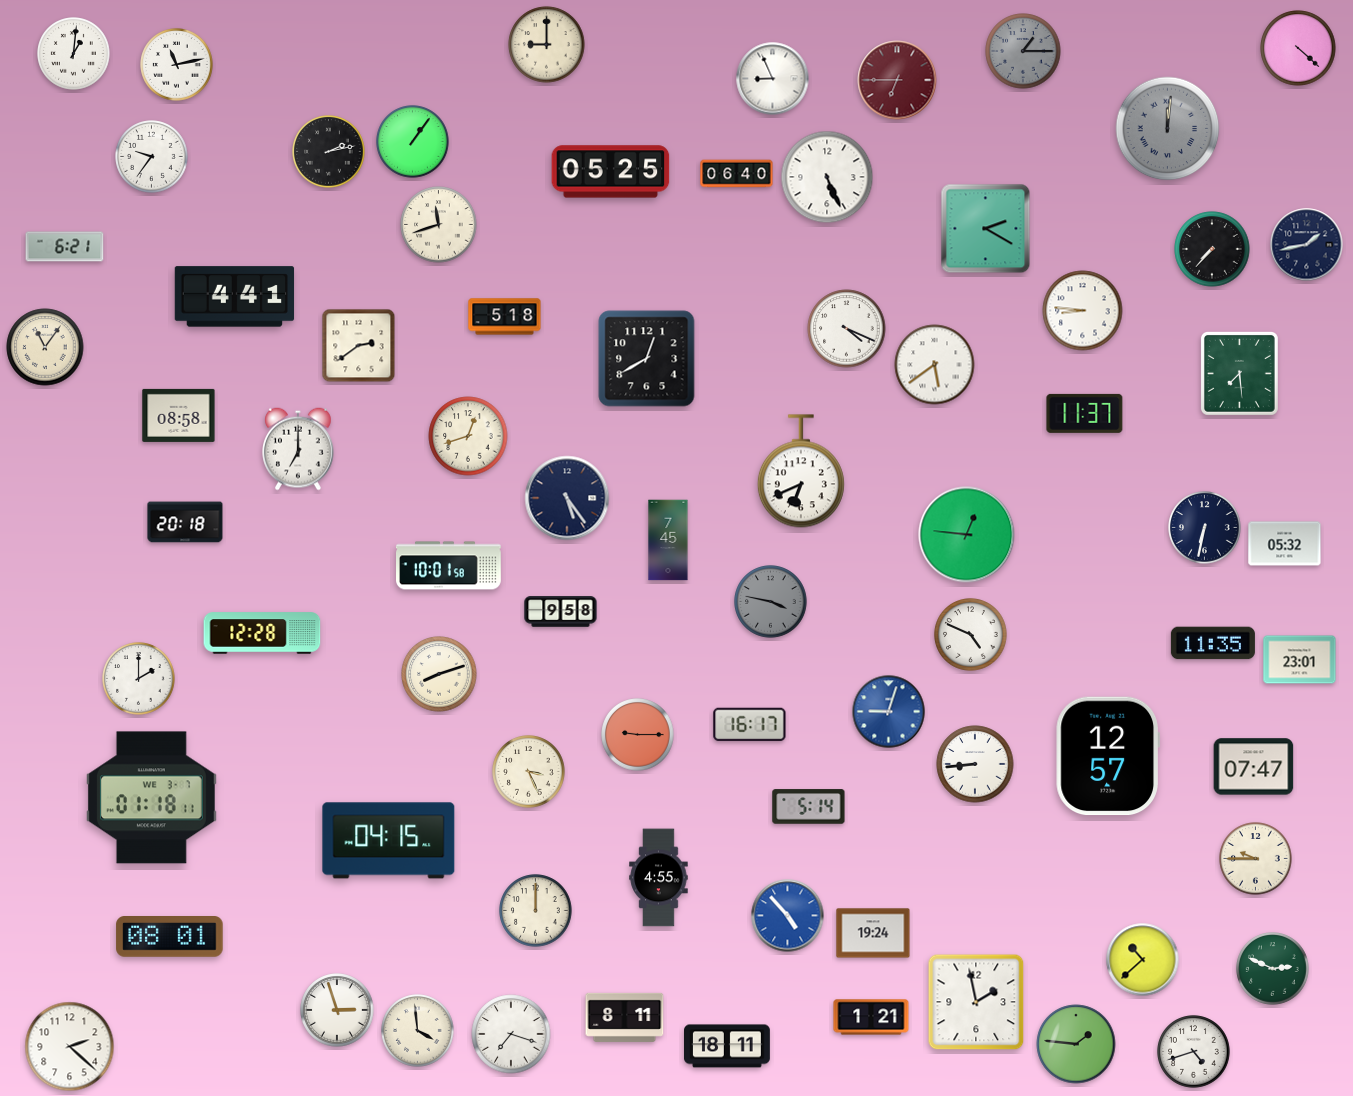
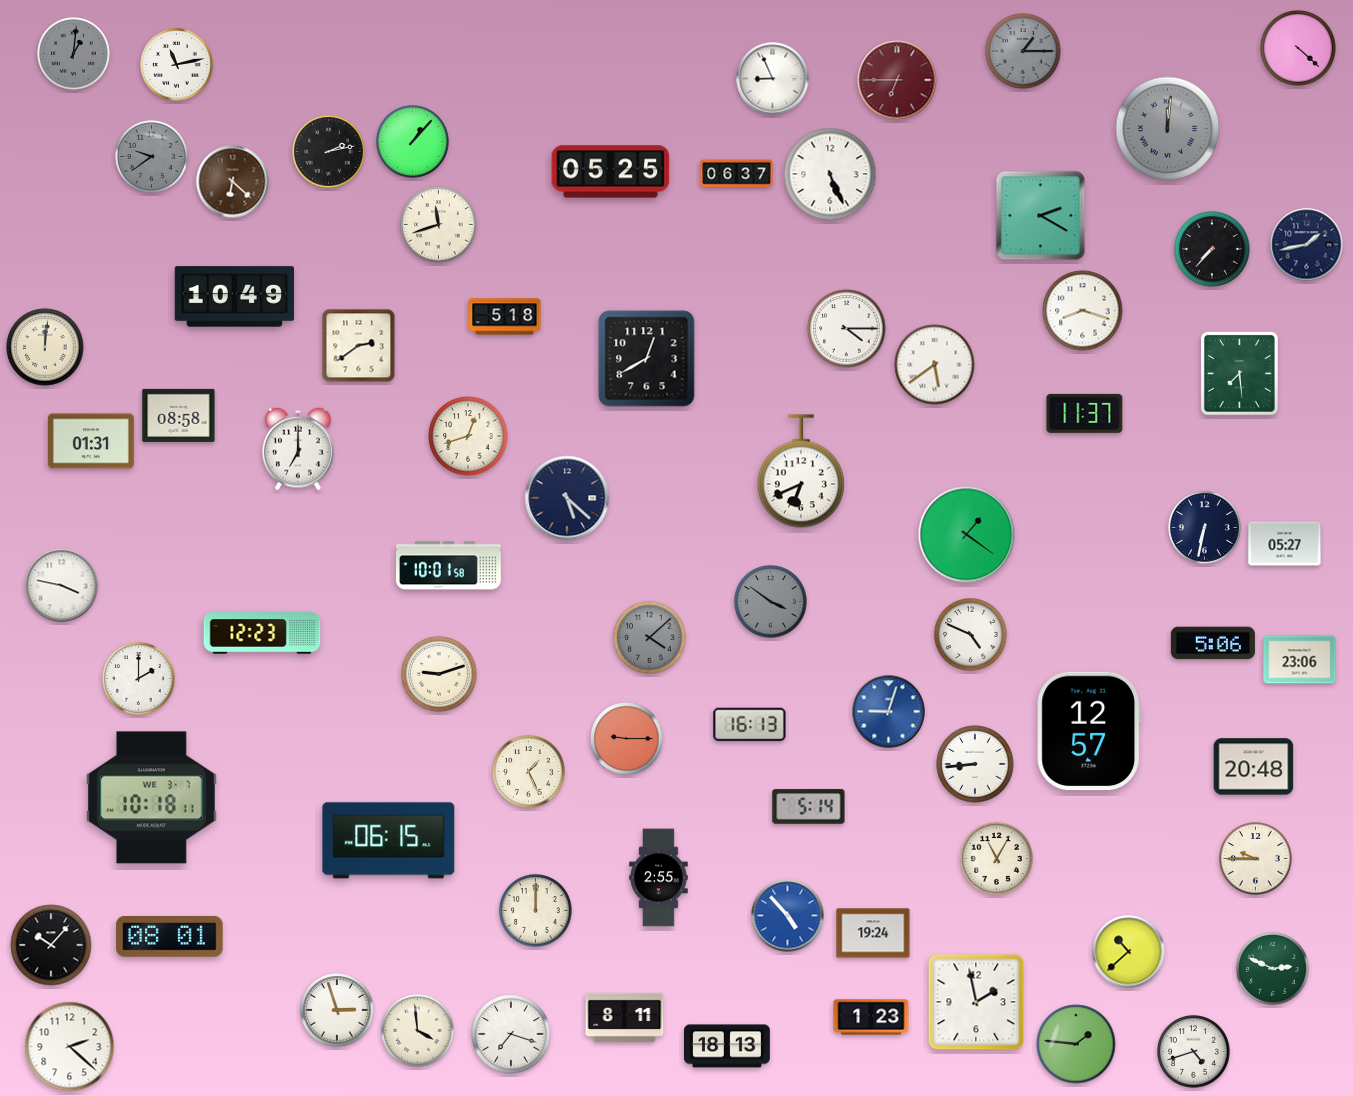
clock at (547, 45): 9:00 -> none
clock at (74, 54) dial: white -> grey
clock at (413, 142): 1:06 -> 1:07
clock at (152, 157): 9:36 -> 9:39
clock at (152, 157) dial: white -> grey
clock at (737, 174): 06:40 -> 06:37
clock at (827, 177) position: (827, 177) -> (830, 174)
clock at (233, 182): none -> 6:22
clock at (986, 229) position: (986, 229) -> (1041, 216)
clock at (65, 247): 6:21 -> none
clock at (235, 297): 4:41 -> 10:49
clock at (1083, 311): 8:46 -> 8:18
clock at (847, 329): 4:19 -> 4:15
clock at (45, 347): 11:06 -> 12:01
clock at (91, 441): none -> 01:31
clock at (567, 498): 5:24 -> 5:22
clock at (185, 522): 20:18 -> none
clock at (967, 535): 12:46 -> 1:21
clock at (668, 540): 7:45 -> none
clock at (1285, 544): 05:32 -> 05:27
clock at (62, 586): none -> 3:47
clock at (771, 602): 3:47 -> 3:51
clock at (561, 612): 9:58 -> none
clock at (262, 633): 12:28 -> 12:23
clock at (650, 638): none -> 4:08
clock at (1213, 643): 11:35 -> 5:06
clock at (1300, 660): 23:01 -> 23:06
clock at (439, 674): 8:12 -> 9:12
clock at (750, 725): 16:17 -> 16:13
clock at (638, 735) position: (638, 735) -> (627, 739)
clock at (1108, 756) position: (1108, 756) -> (1089, 731)
clock at (1254, 767): 07:47 -> 20:48
clock at (529, 772): 3:26 -> 1:26
clock at (151, 798): 01:18 -> 10:18
clock at (389, 841): 04:15 -> 06:15
clock at (997, 859): none -> 11:05
clock at (659, 878): 4:55 -> 2:55
clock at (51, 945): none -> 10:07
clock at (1143, 960) position: (1143, 960) -> (1129, 952)
clock at (871, 1017): 1:21 -> 1:23
clock at (728, 1046): 18:11 -> 18:13
